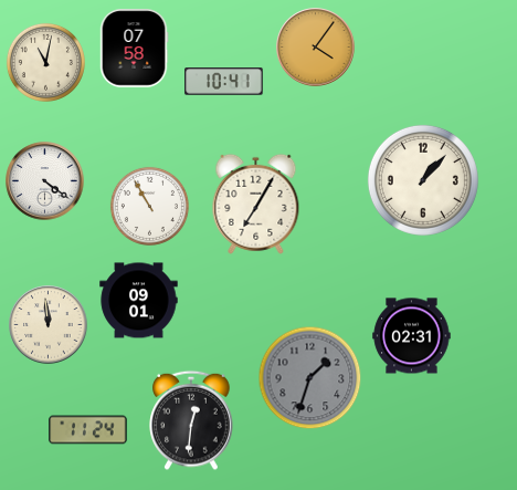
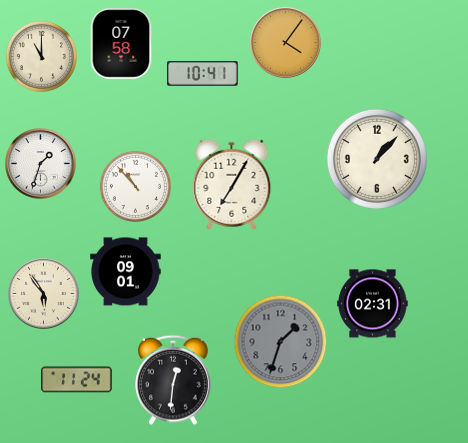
clock at (45, 62): 11:02 -> 11:00
clock at (423, 180) position: (423, 180) -> (377, 159)
clock at (45, 181): 4:21 -> 1:33
clock at (149, 206): 10:55 -> 10:53
clock at (49, 325): 11:59 -> 5:54
clock at (88, 430) position: (88, 430) -> (77, 380)
